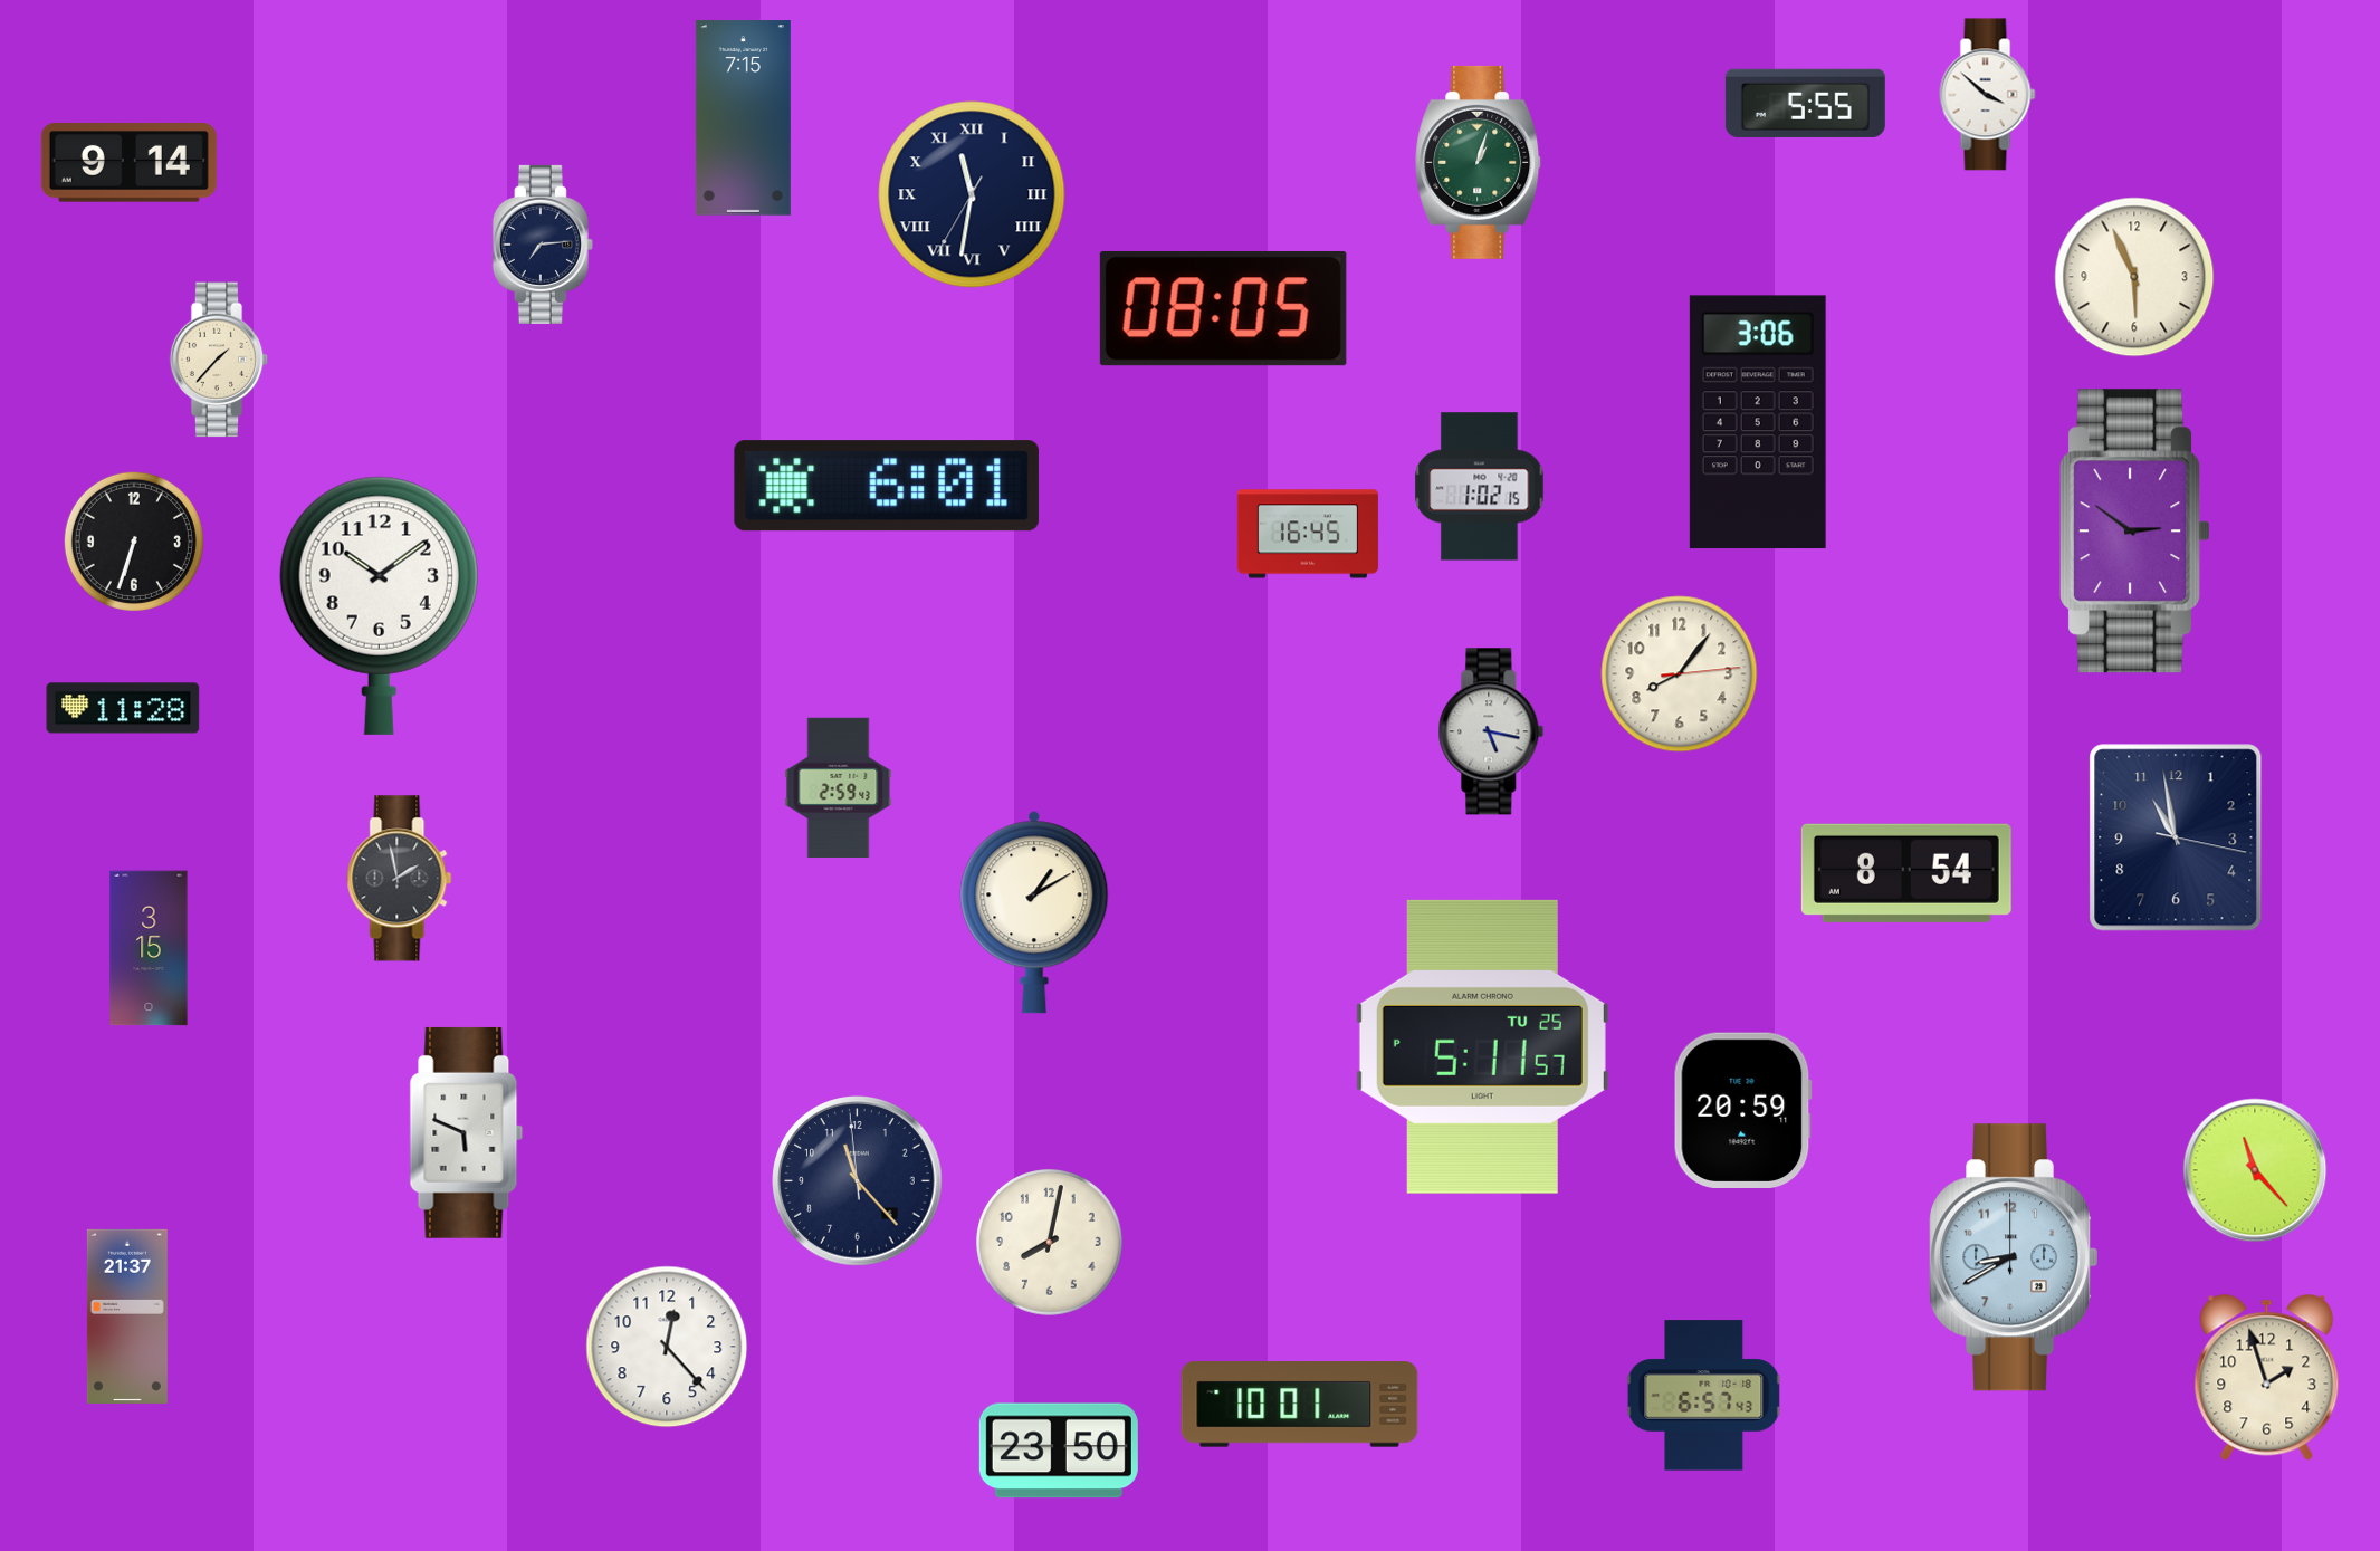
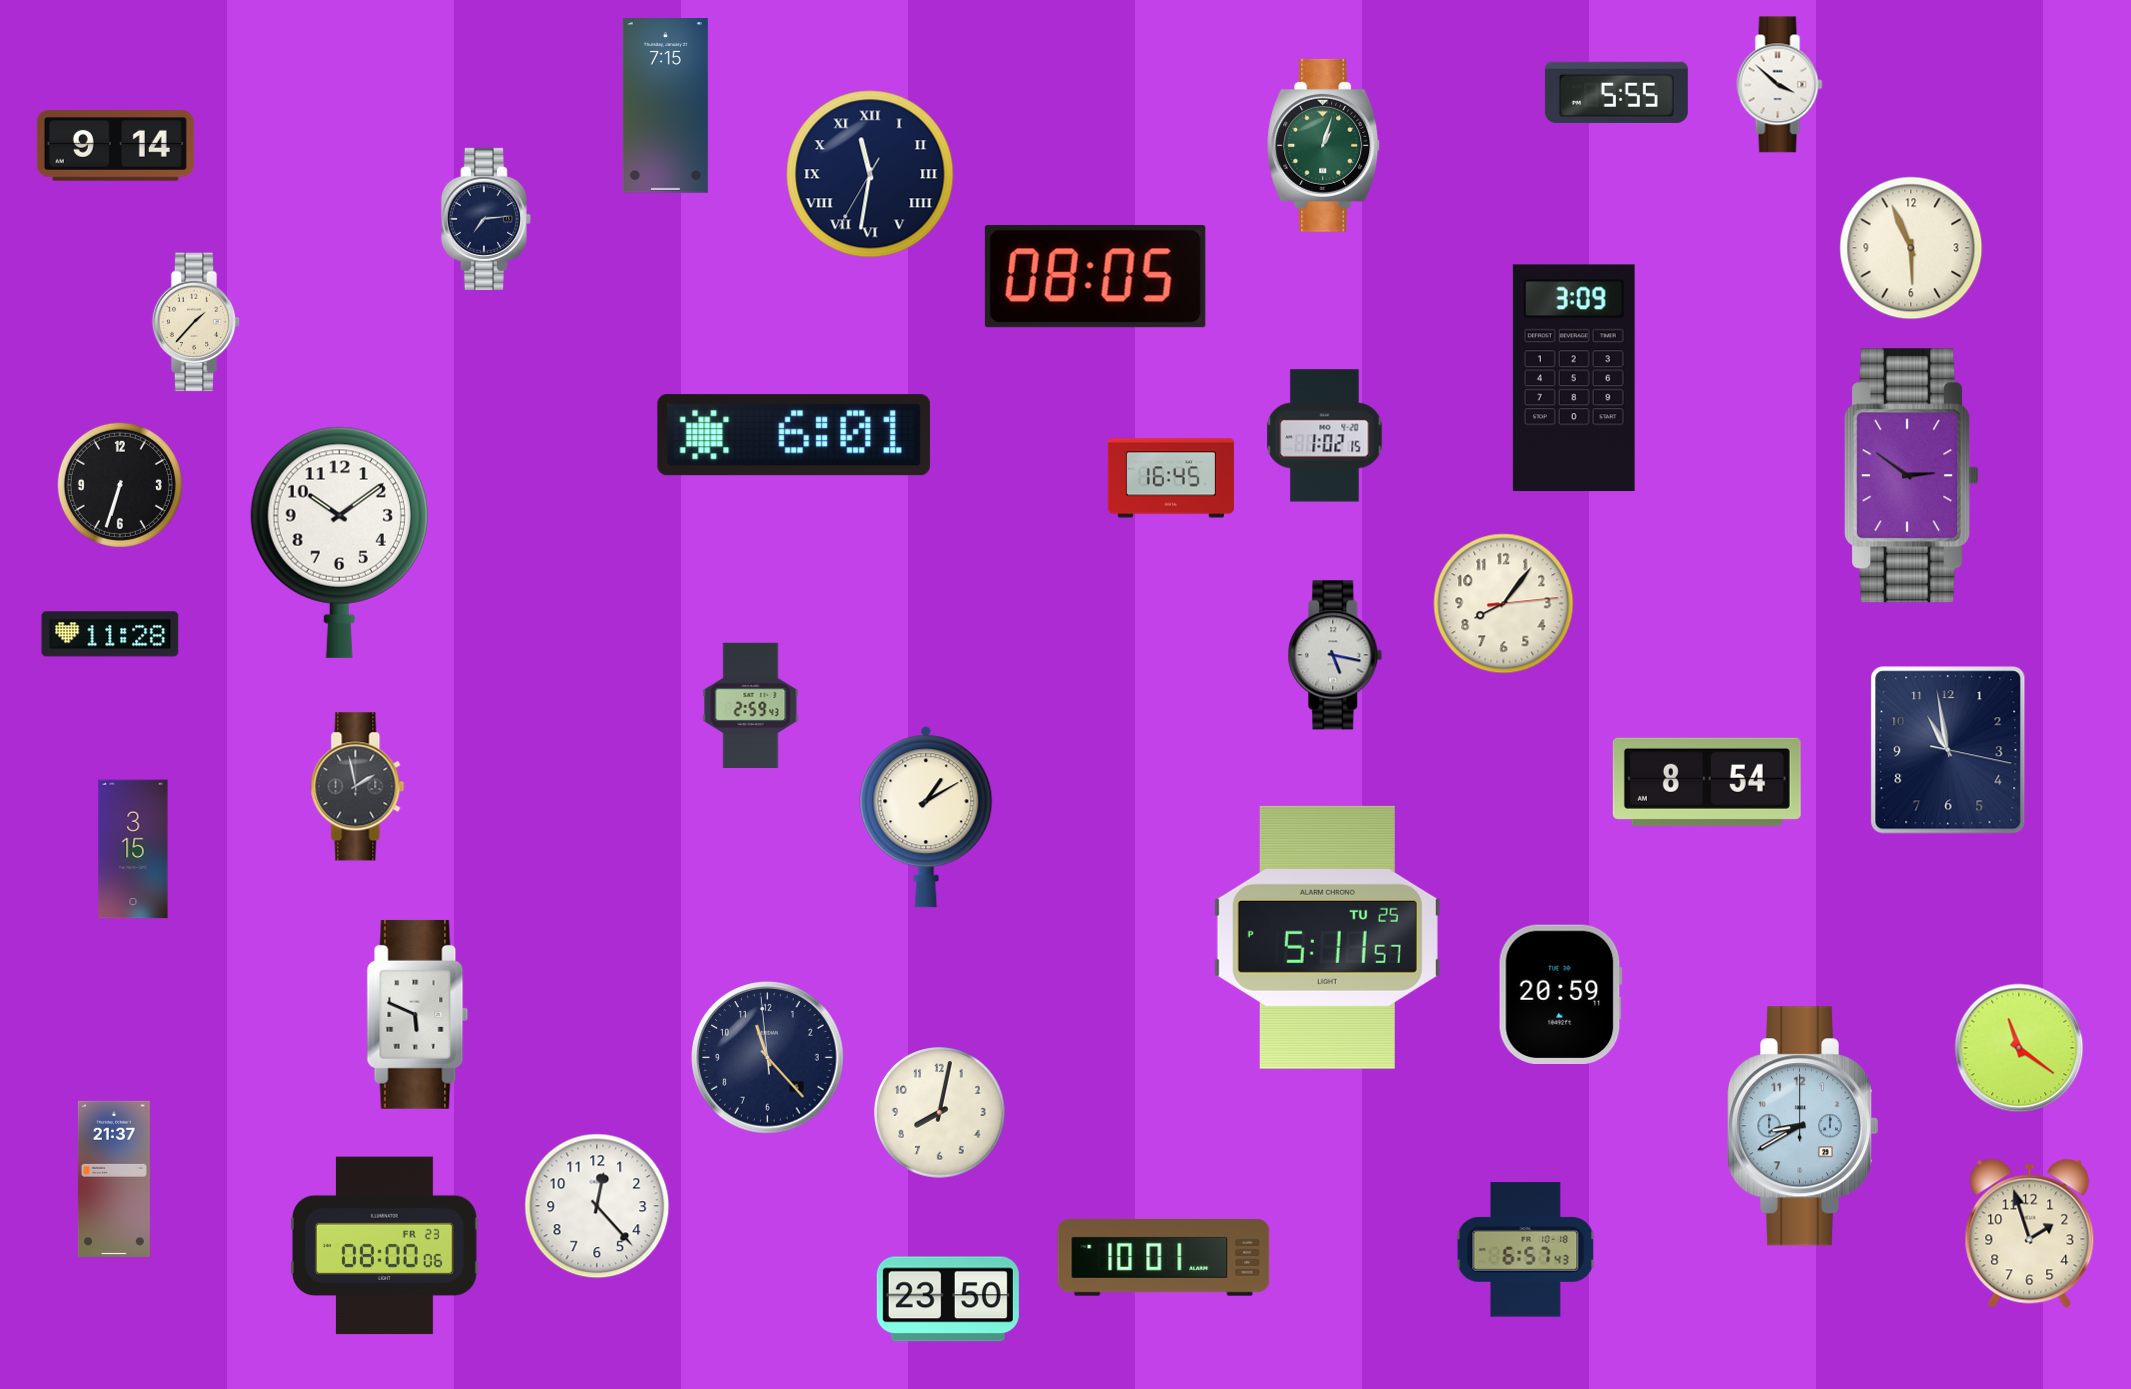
clock at (1758, 422): 3:06 -> 3:09
clock at (2255, 1170): 11:23 -> 11:21
clock at (384, 1246): none -> 08:00
